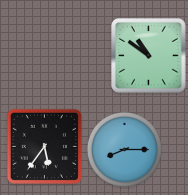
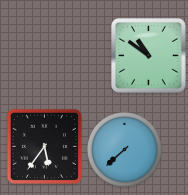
clock at (124, 149): 8:15 -> 7:38
